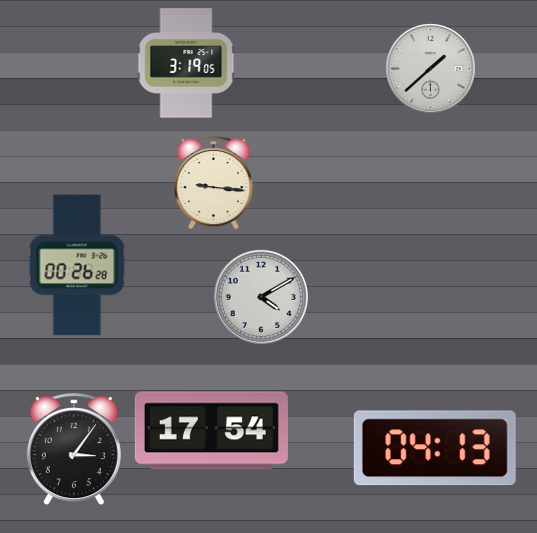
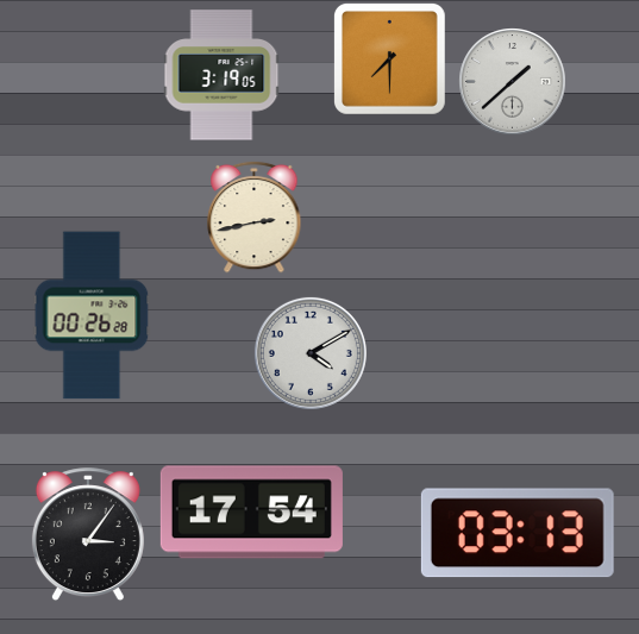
clock at (389, 58): none -> 7:30
clock at (214, 182): 9:16 -> 2:43
clock at (435, 448): 04:13 -> 03:13
